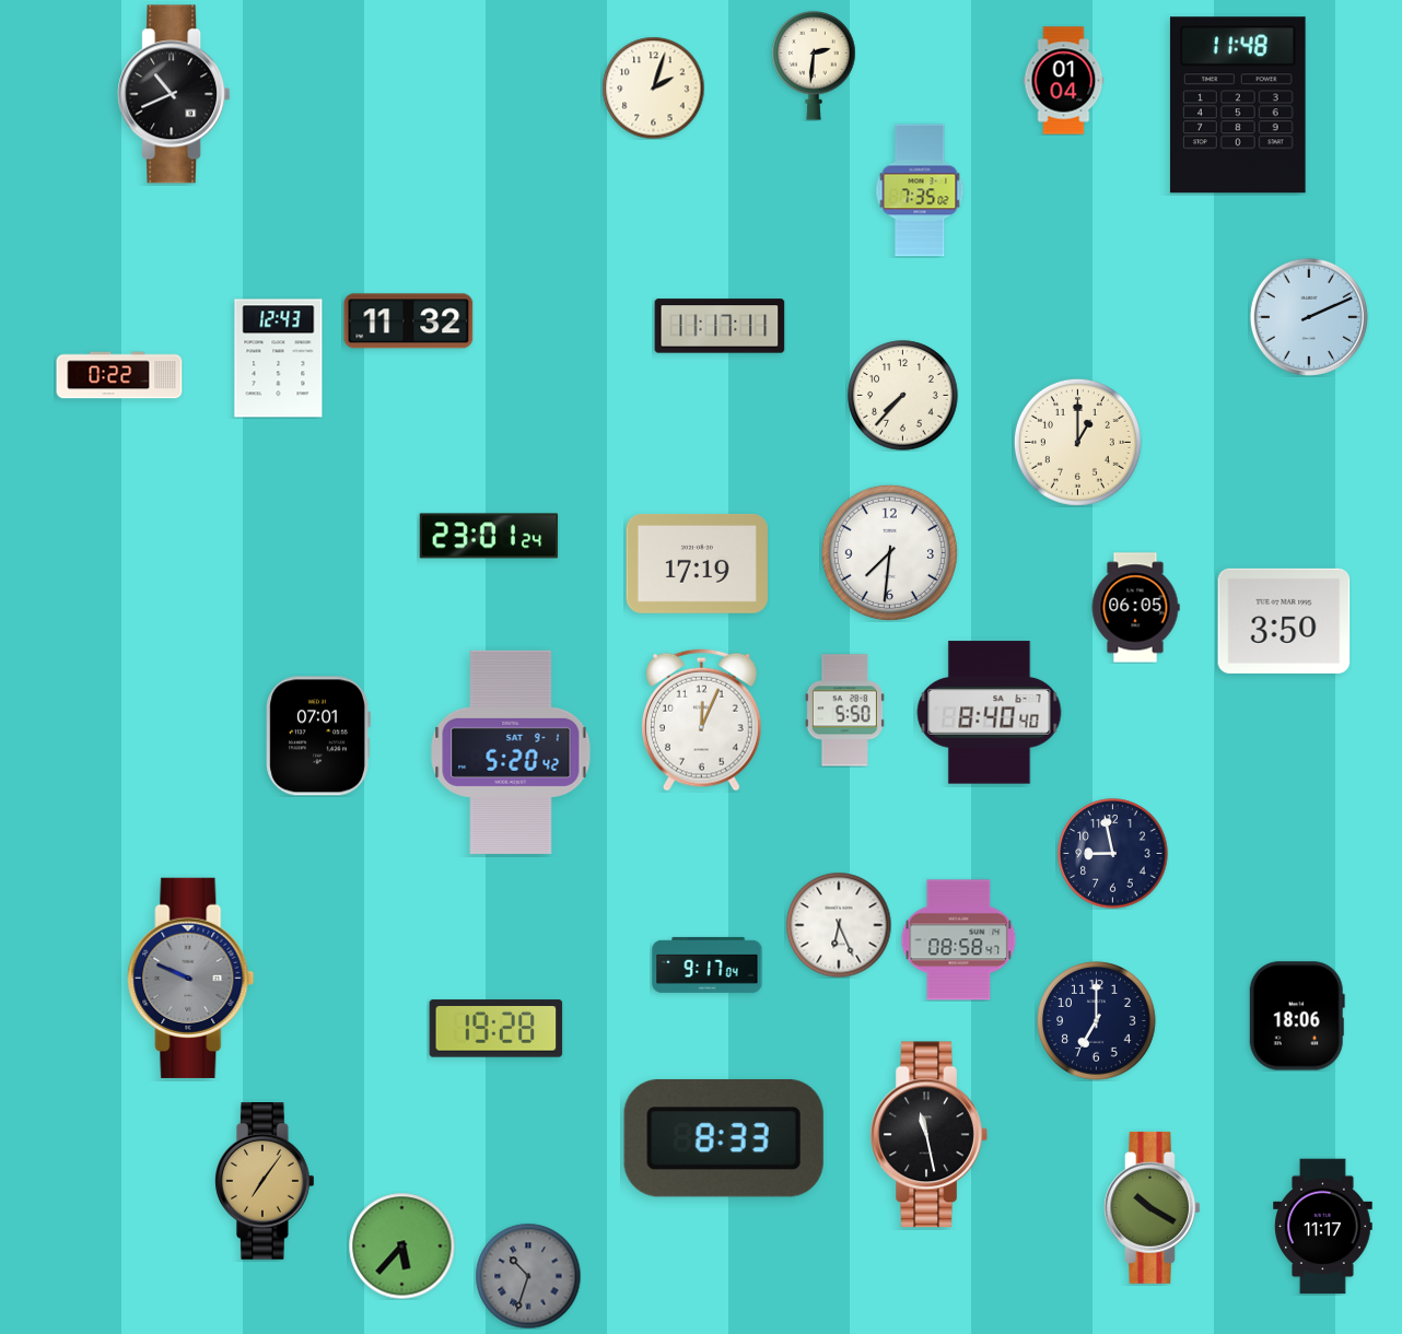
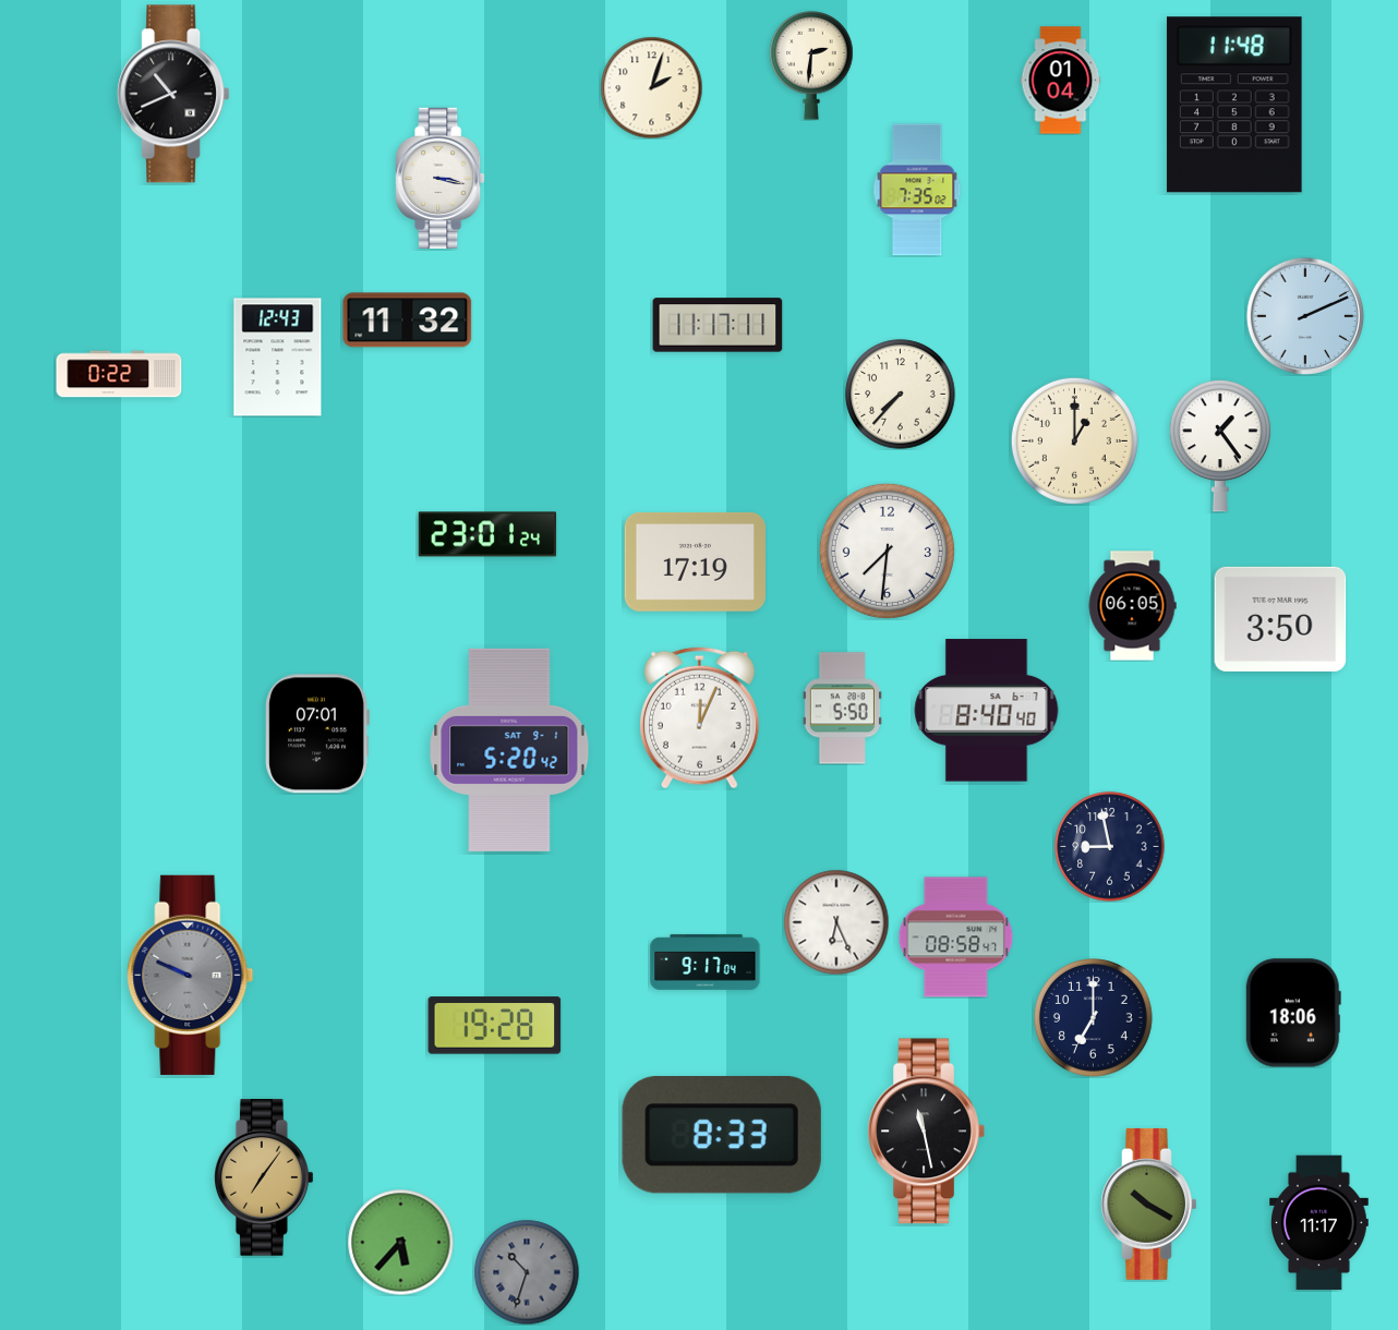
clock at (441, 178): none -> 3:17
clock at (1220, 446): none -> 1:24
clock at (1113, 854) position: (1113, 854) -> (1110, 847)
